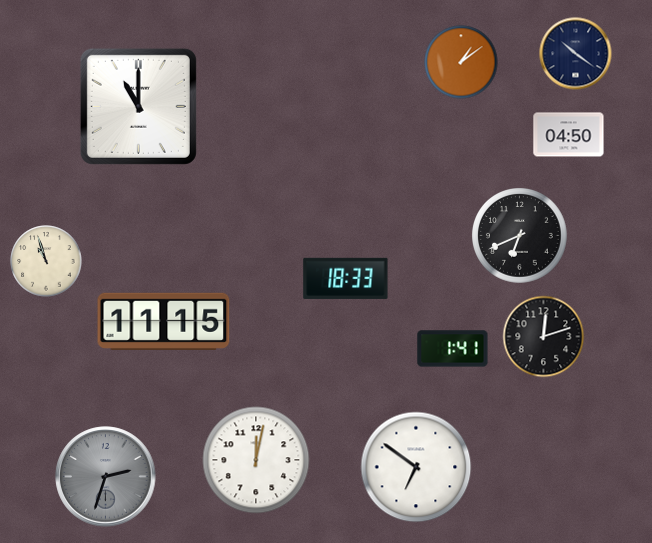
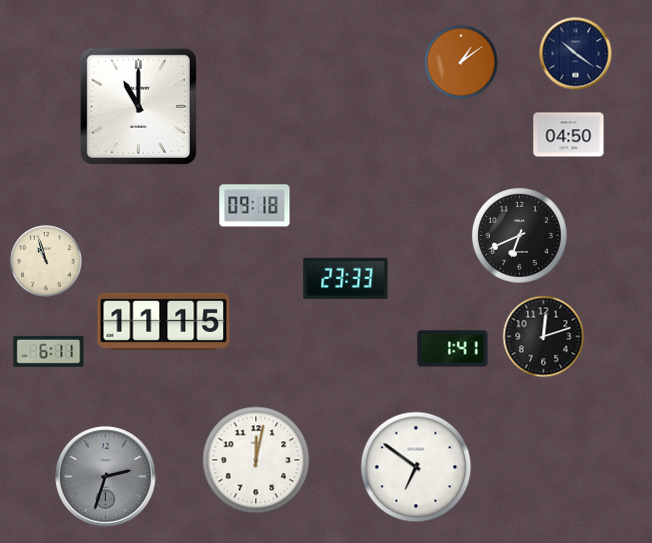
clock at (255, 206): none -> 09:18
clock at (346, 278): 18:33 -> 23:33
clock at (49, 351): none -> 6:11
